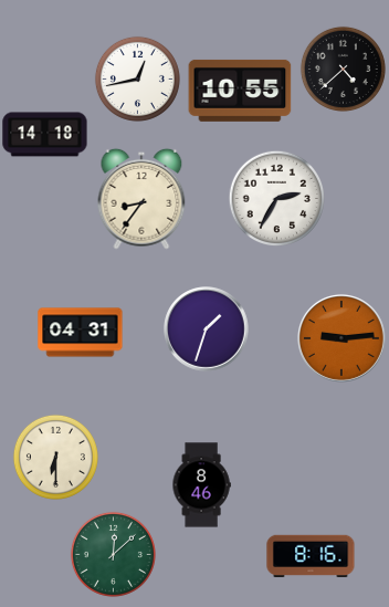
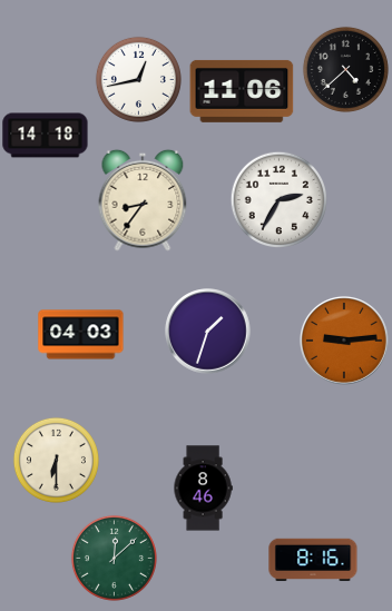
clock at (240, 91): 10:55 -> 11:06
clock at (81, 333): 04:31 -> 04:03
